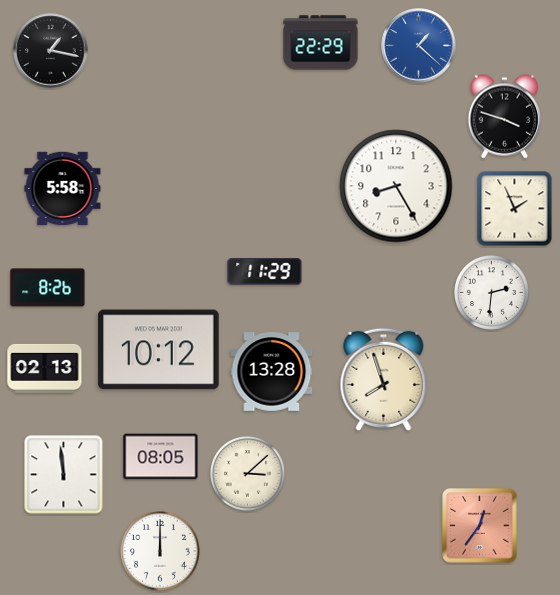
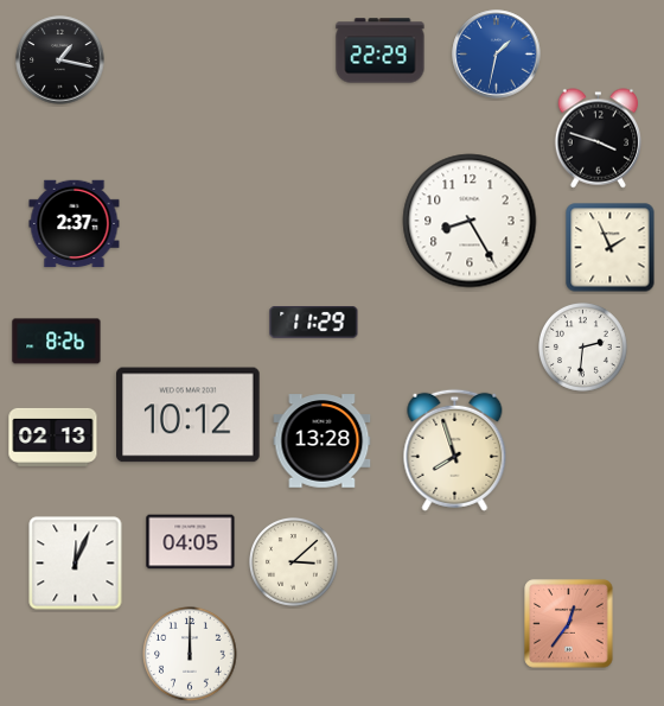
clock at (419, 46): 1:22 -> 1:32
clock at (63, 189): 5:58 -> 2:37
clock at (161, 457): 08:05 -> 04:05
clock at (64, 475): 11:59 -> 12:04
